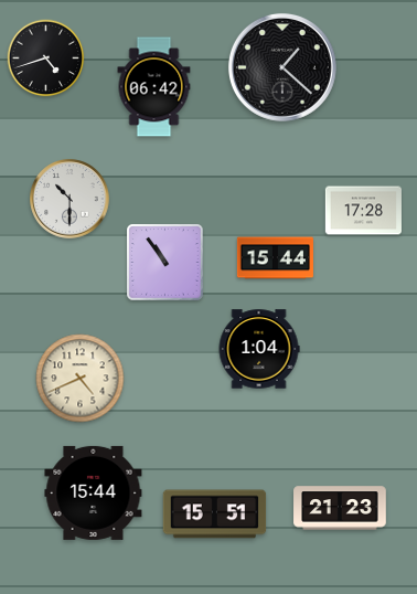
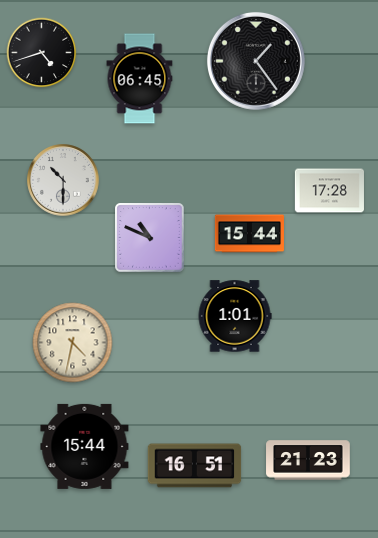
clock at (282, 67): 1:22 -> 1:24
clock at (154, 87): 06:42 -> 06:45
clock at (165, 263): 10:54 -> 10:49
clock at (259, 349): 1:04 -> 1:01
clock at (81, 379): 4:41 -> 4:32
clock at (215, 515): 15:51 -> 16:51
